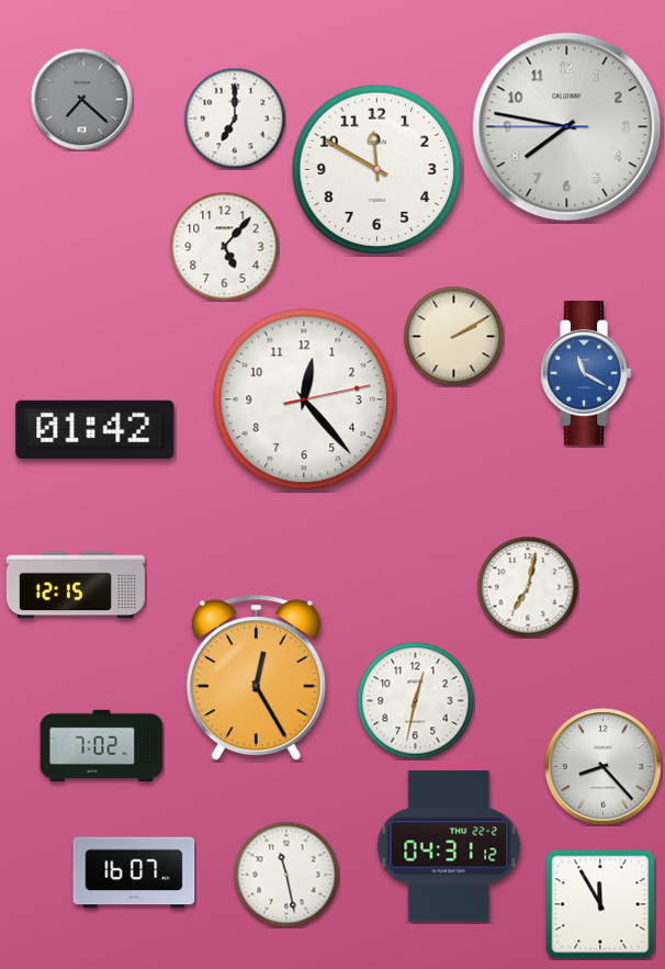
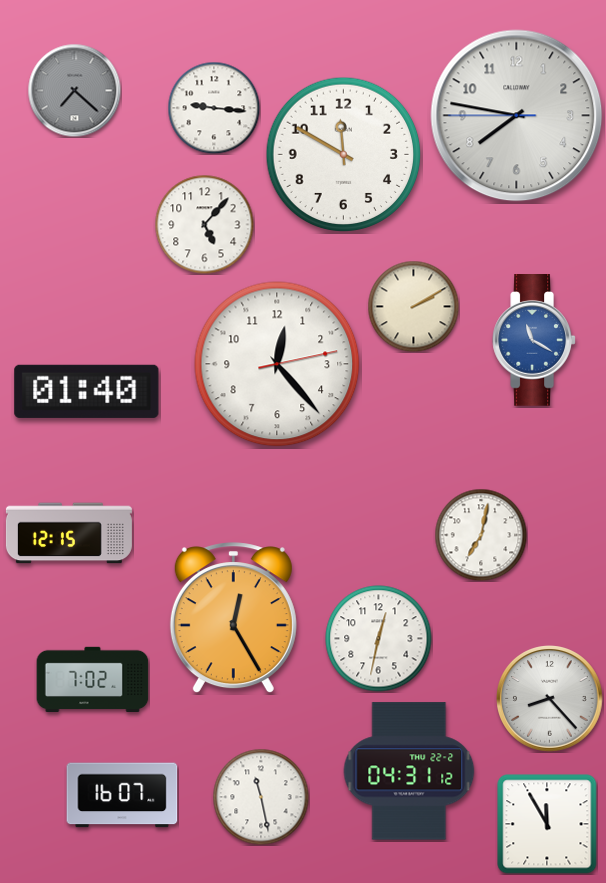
clock at (235, 119): 7:00 -> 9:16
clock at (95, 429): 01:42 -> 01:40
